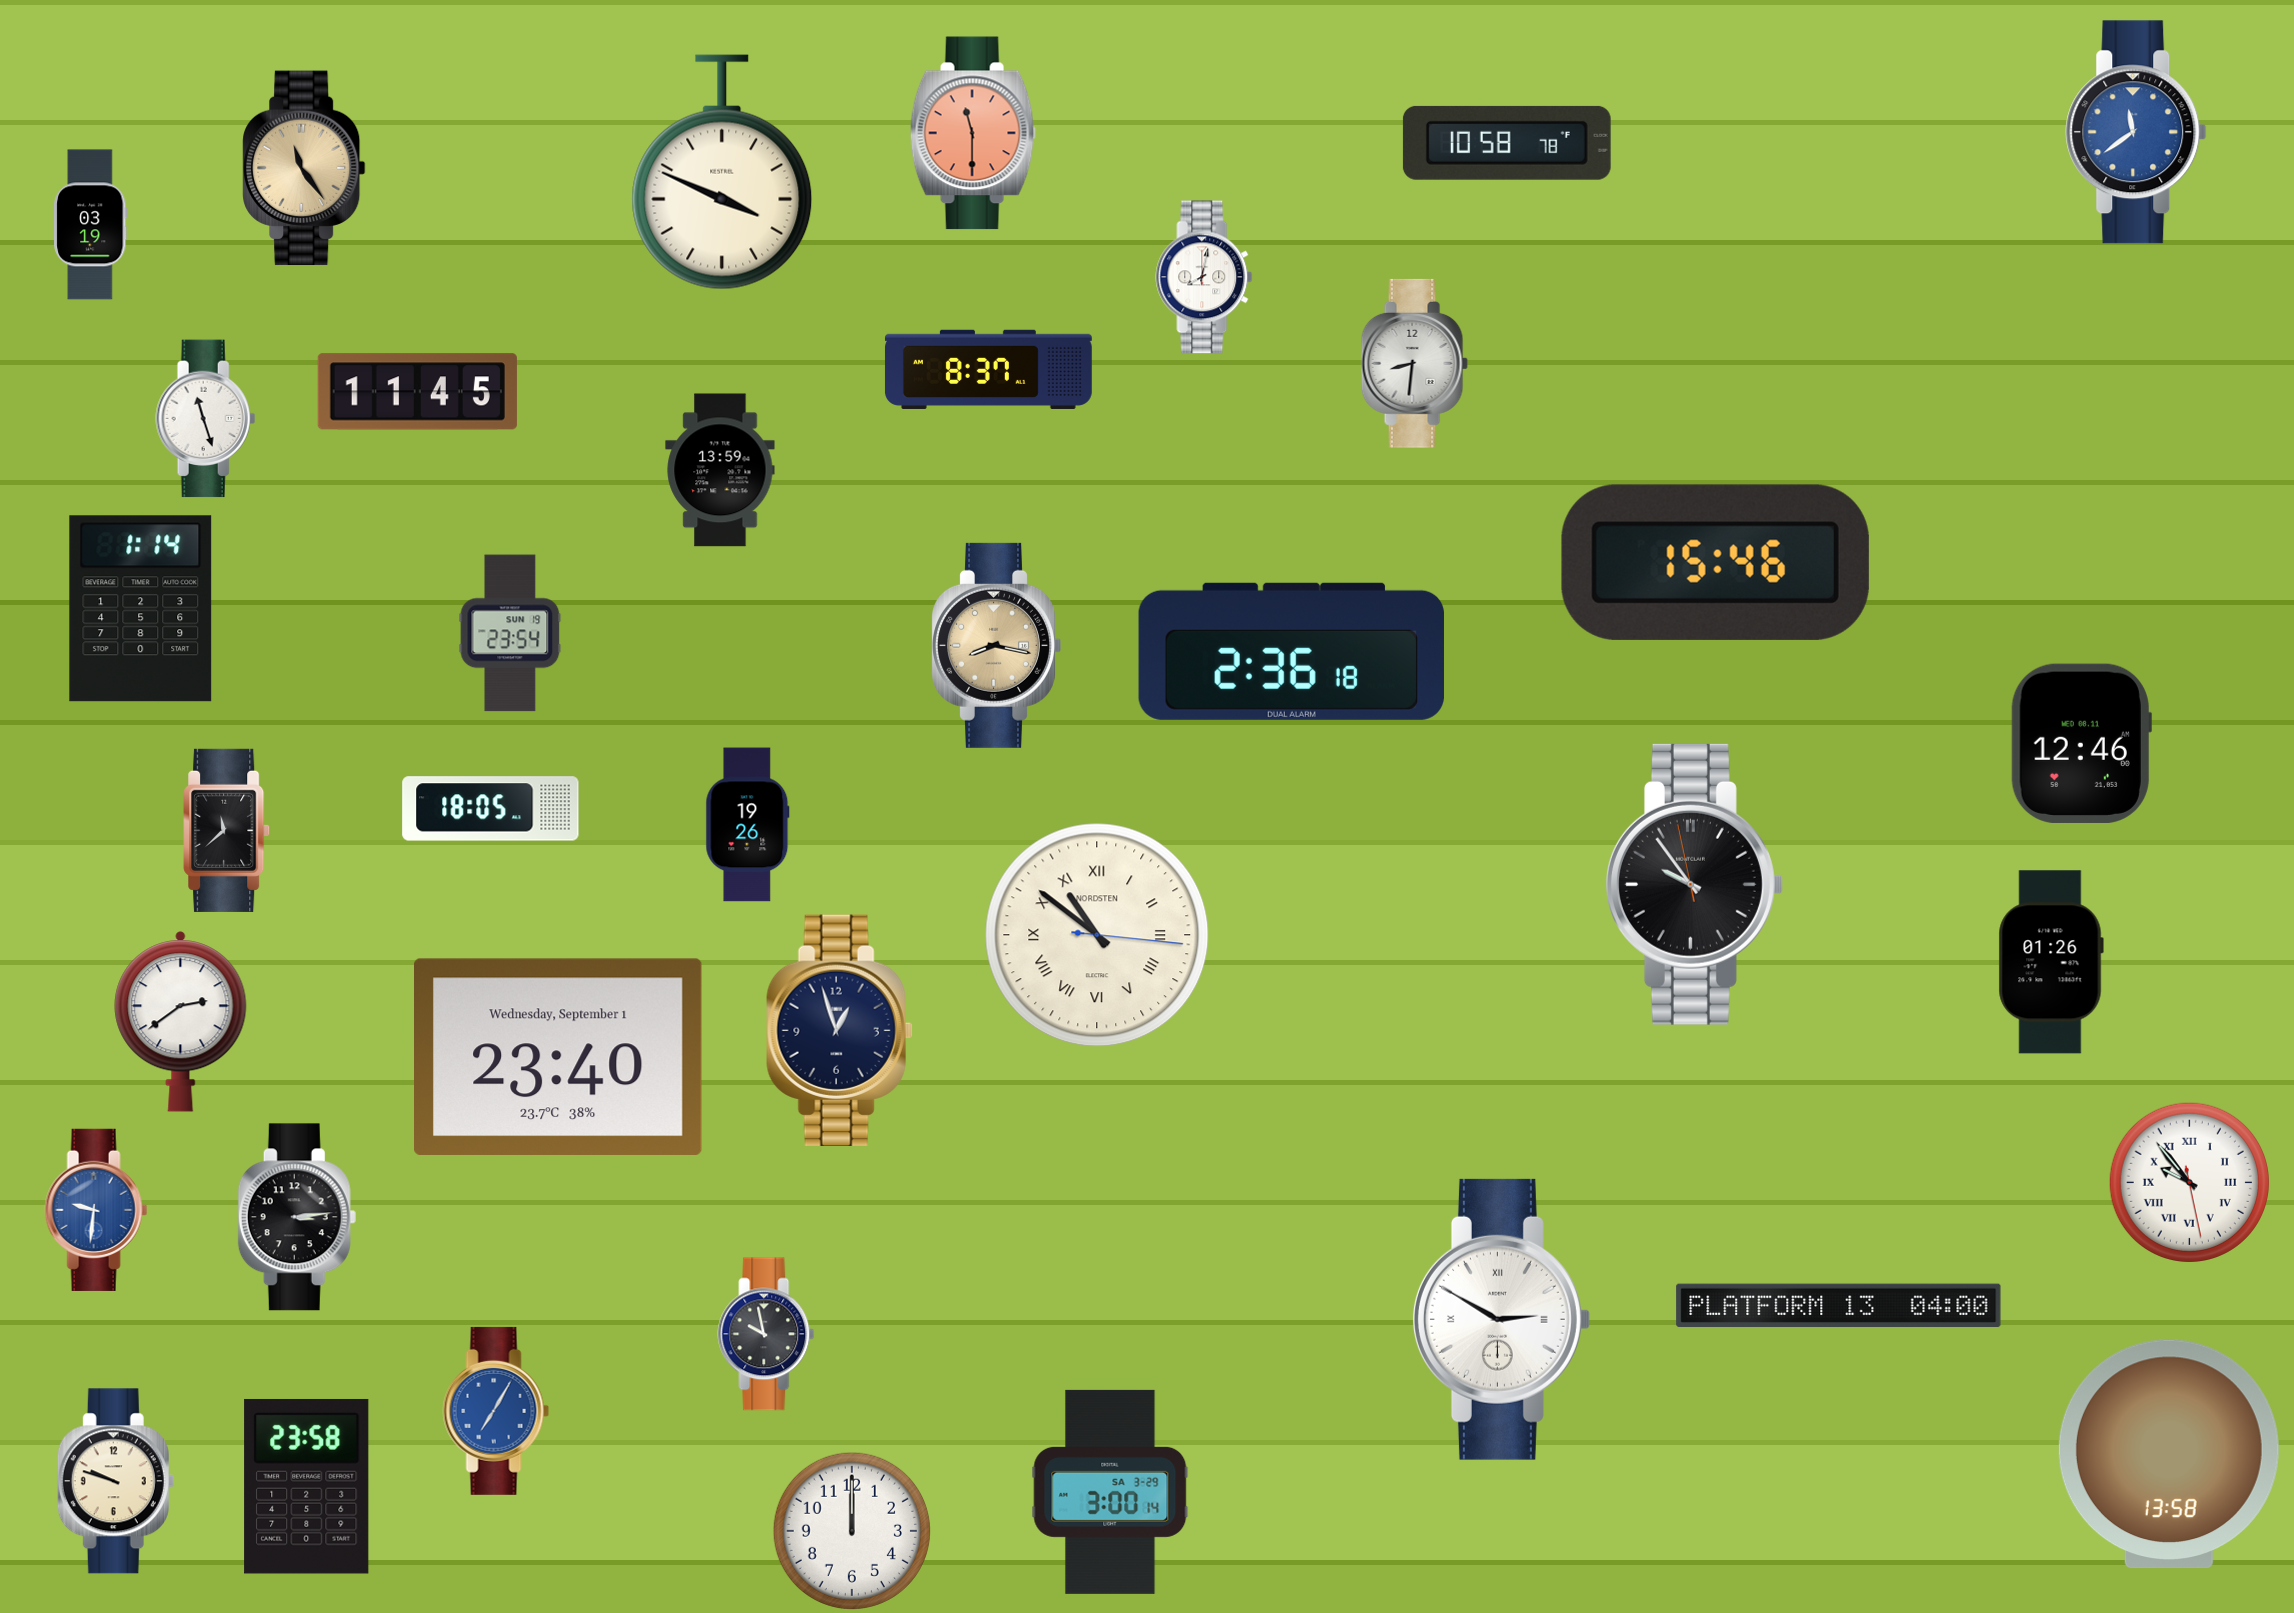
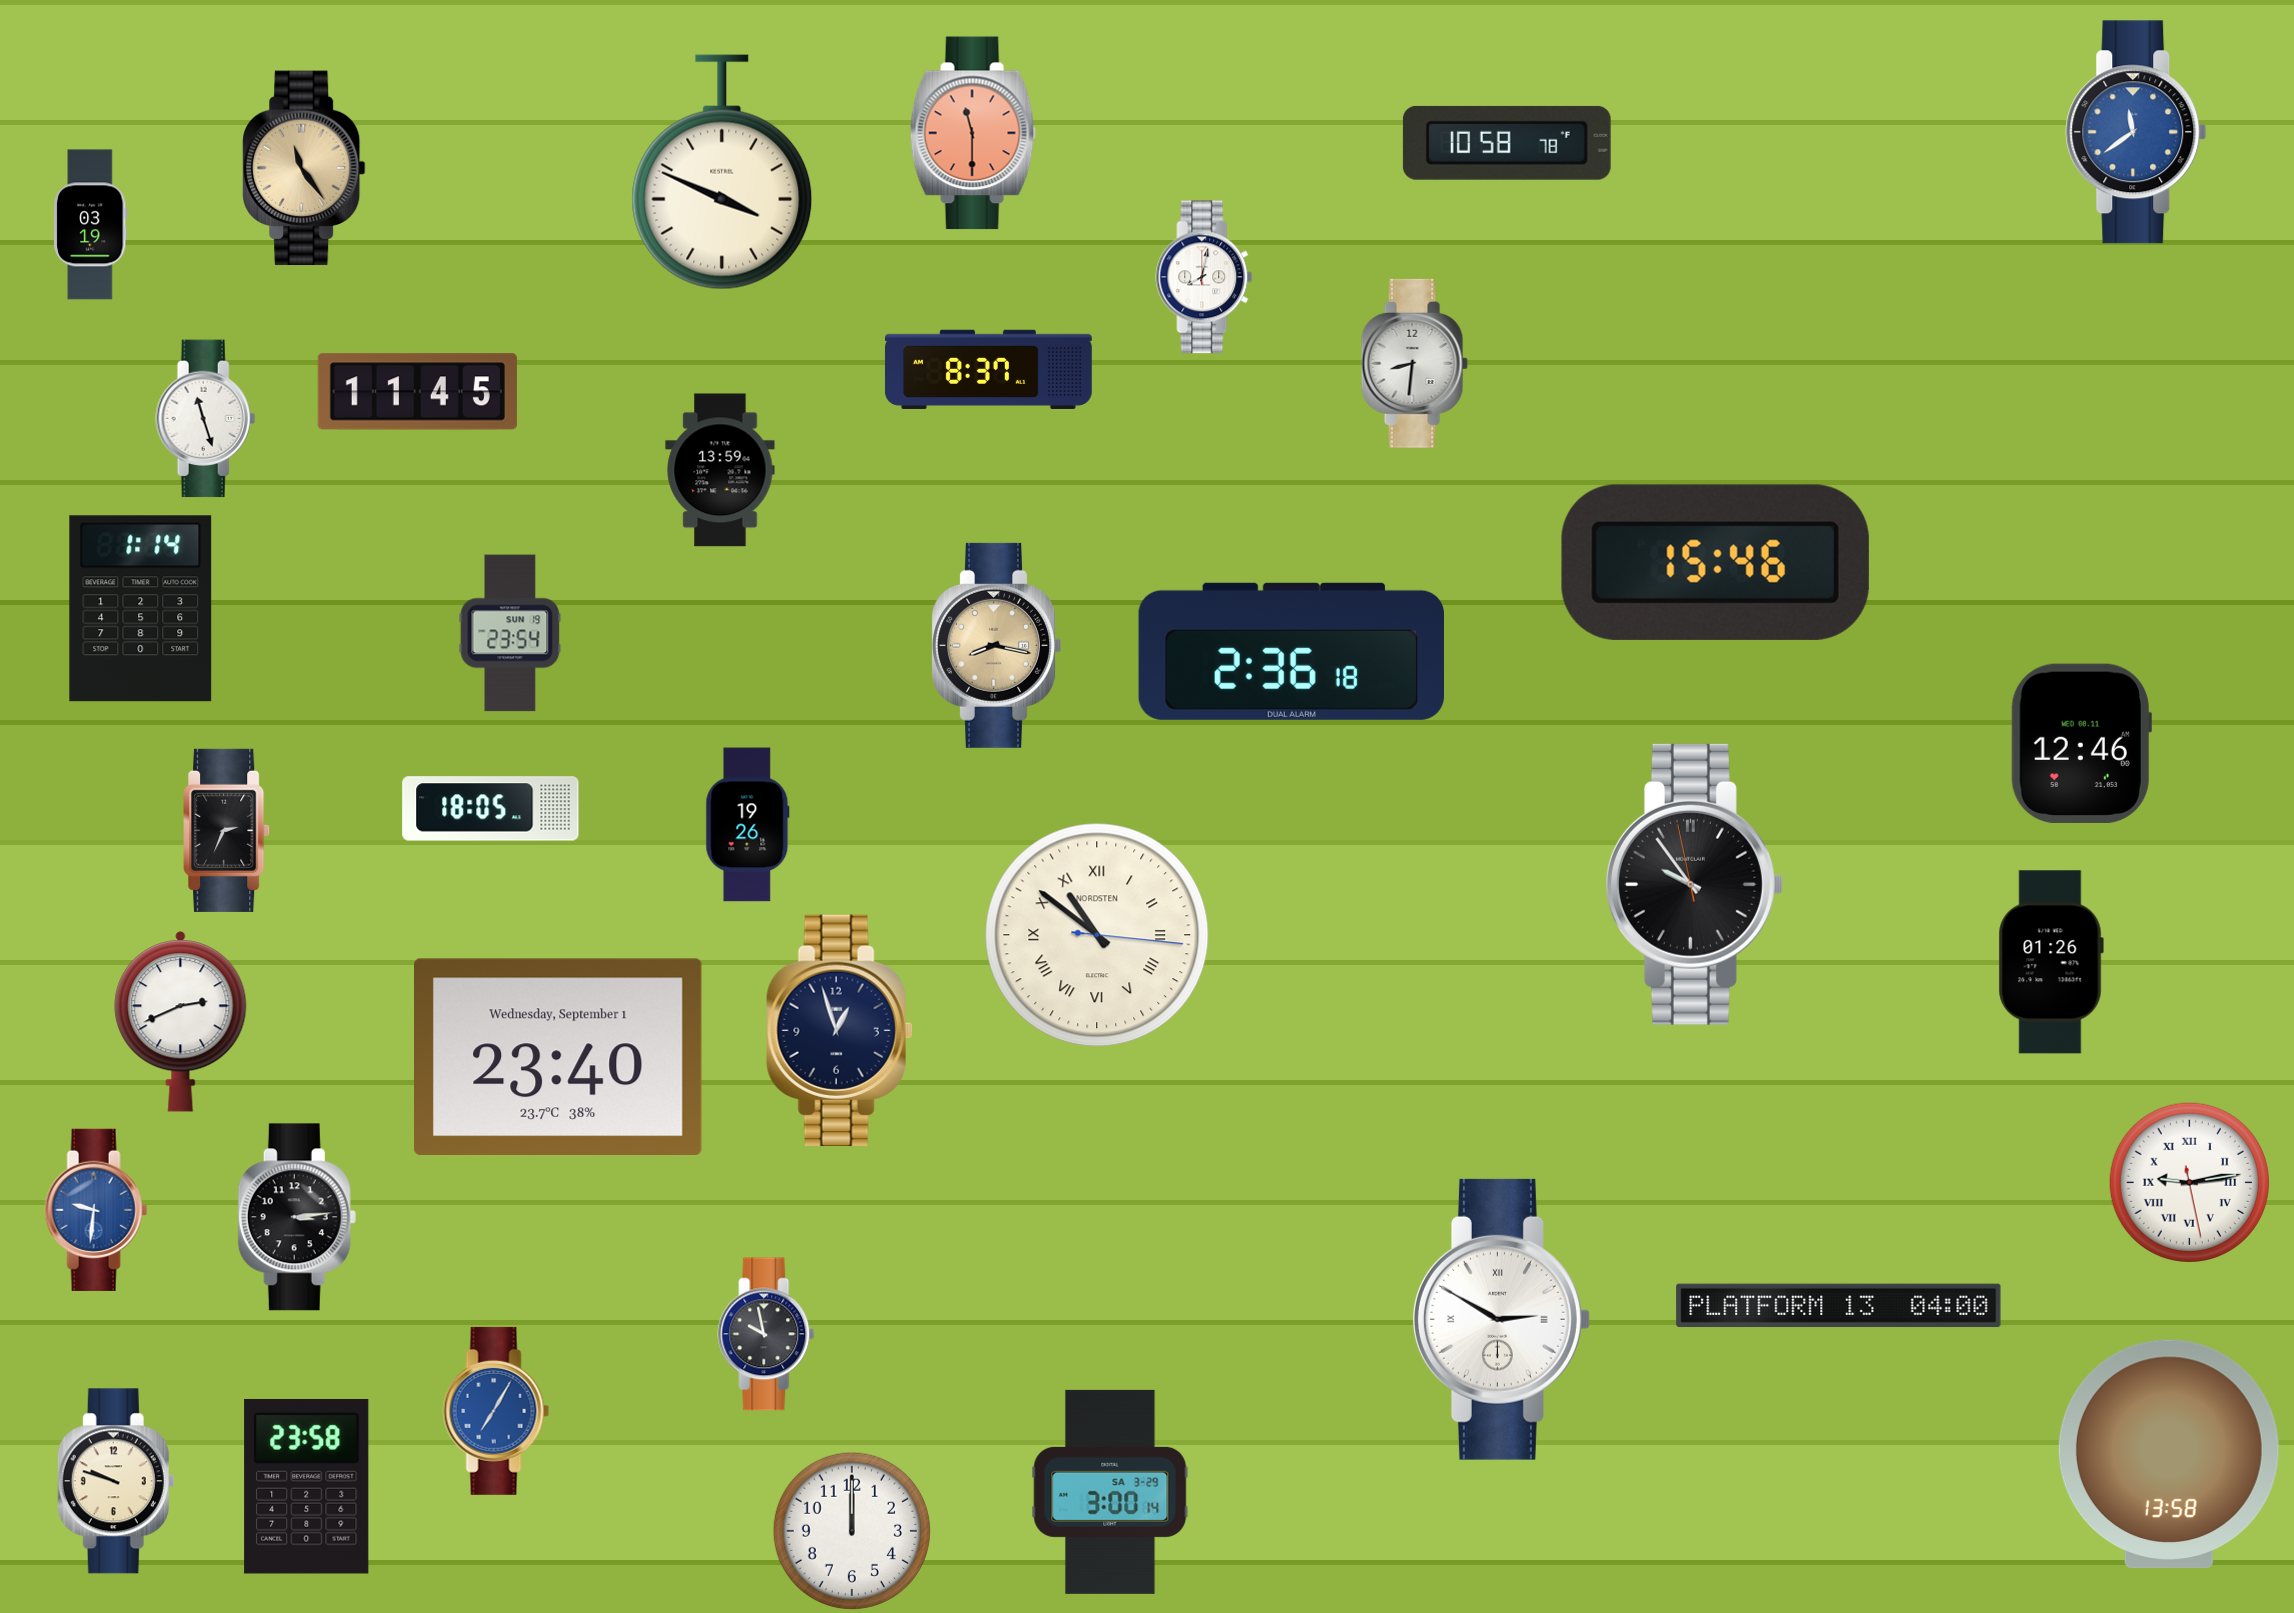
clock at (227, 830): 11:38 -> 2:34
clock at (181, 1022): 2:39 -> 2:41
clock at (2189, 1182): 9:53 -> 9:13
